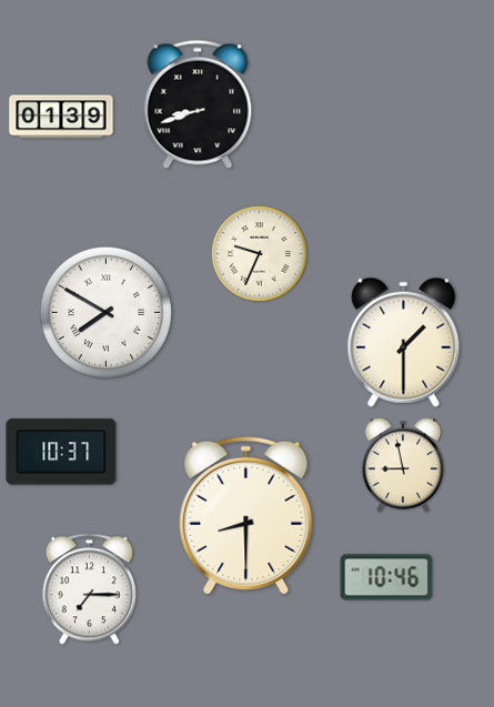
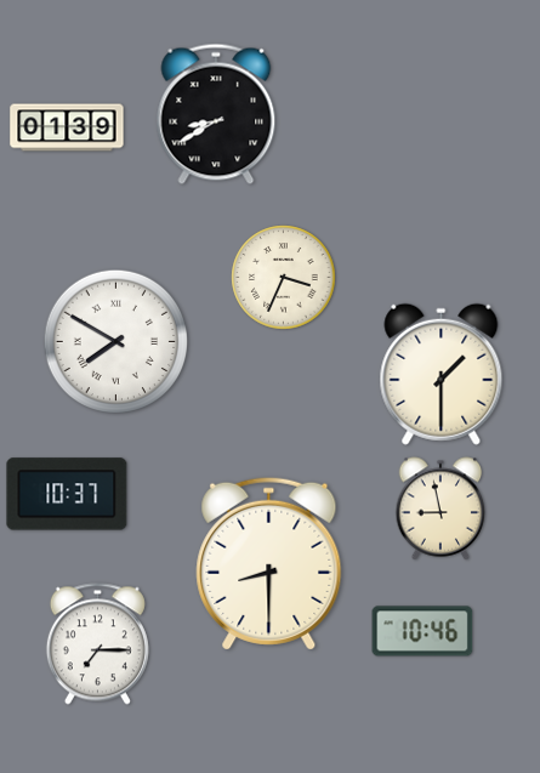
clock at (198, 104): 8:42 -> 8:40
clock at (260, 254): 9:34 -> 3:34
